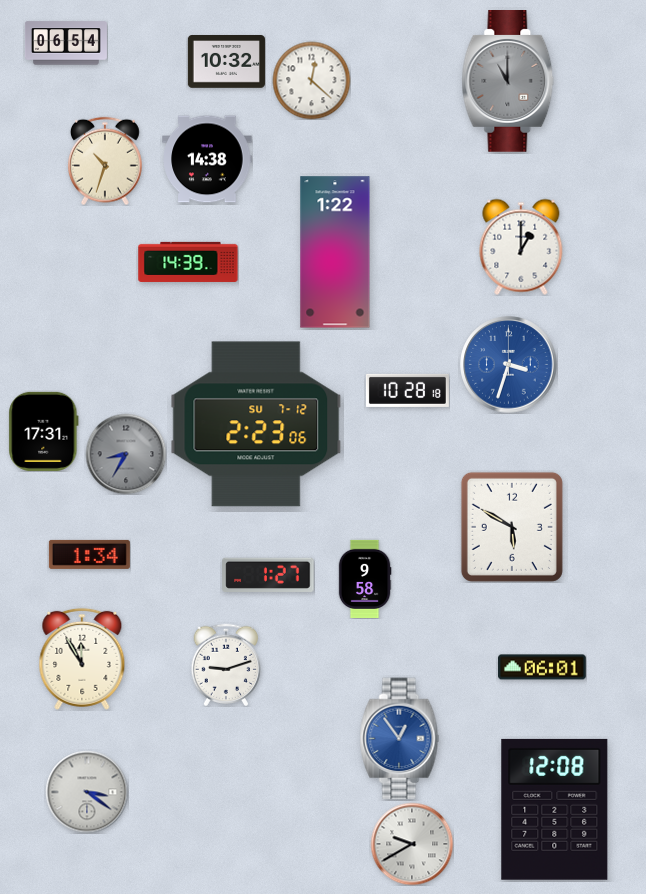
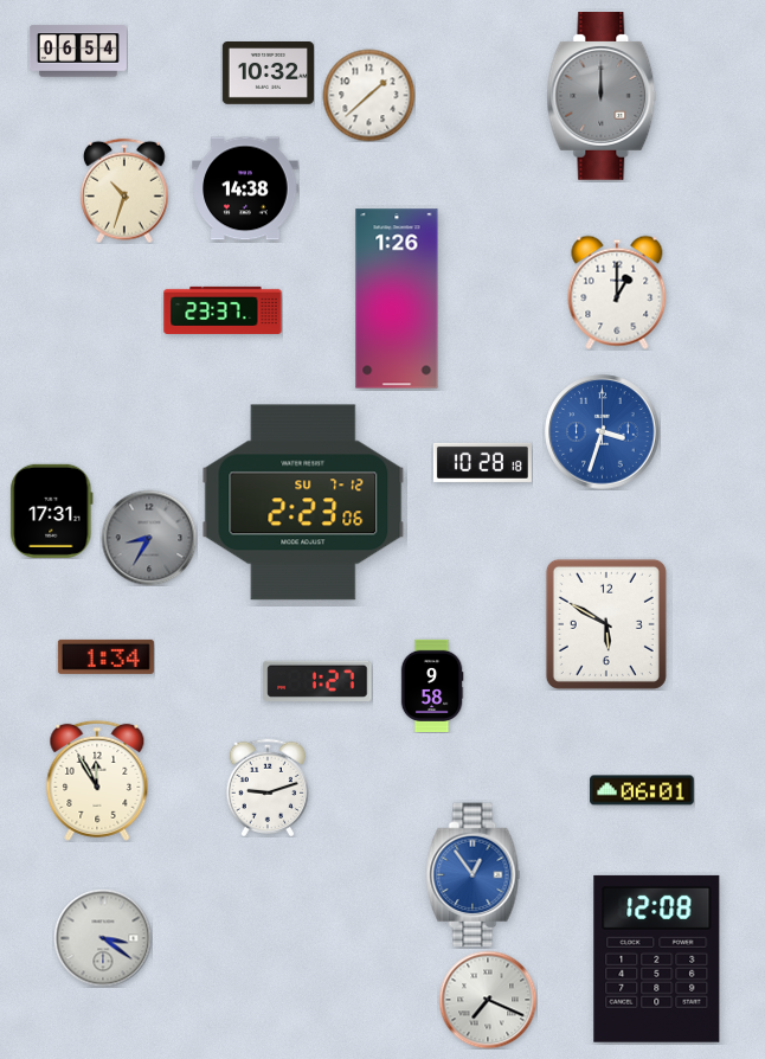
clock at (311, 80): 12:22 -> 1:38
clock at (508, 82): 11:00 -> 12:00
clock at (335, 252): 1:22 -> 1:26
clock at (188, 262): 14:39 -> 23:37
clock at (412, 844): 9:40 -> 7:19
